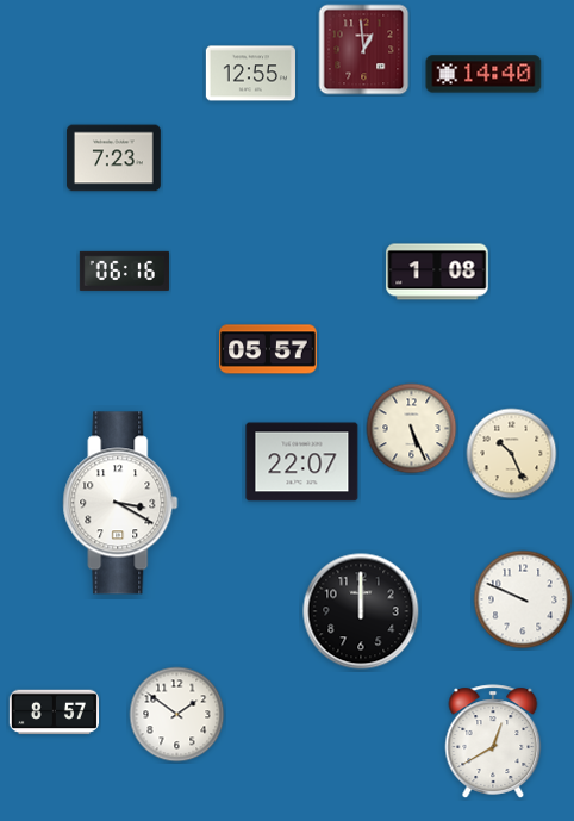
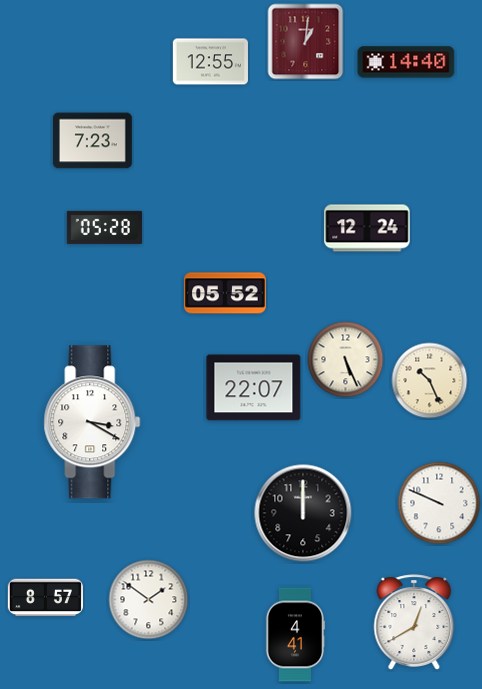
clock at (364, 50): 12:59 -> 1:01
clock at (113, 158) position: (113, 158) -> (92, 141)
clock at (124, 270): 06:16 -> 05:28
clock at (437, 272): 1:08 -> 12:24
clock at (268, 349): 05:57 -> 05:52
clock at (120, 503) position: (120, 503) -> (92, 422)
clock at (295, 635): none -> 4:41
